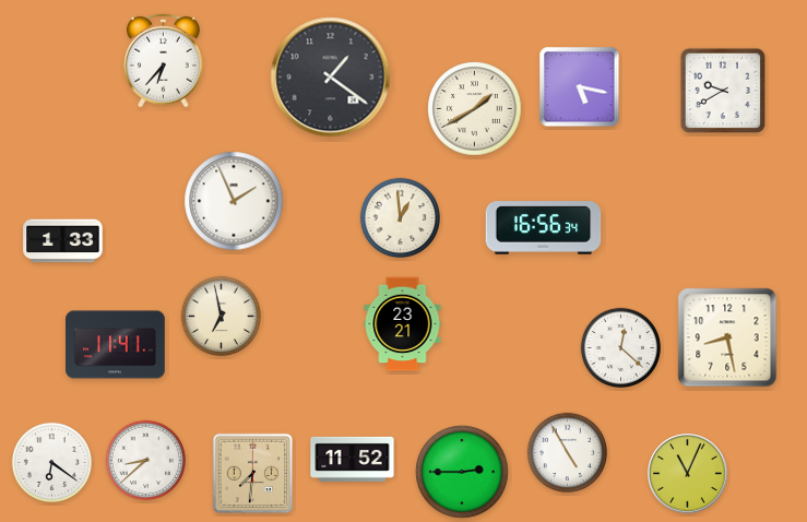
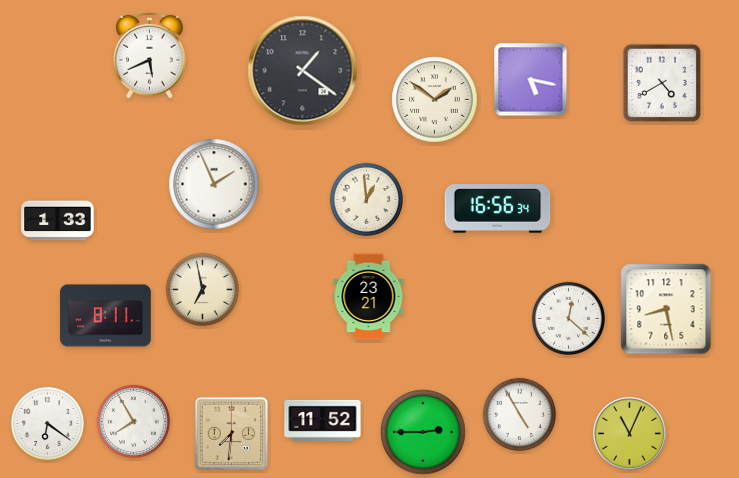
clock at (164, 60): 6:37 -> 5:41
clock at (723, 91): 9:40 -> 4:40
clock at (475, 109): 1:40 -> 1:51
clock at (116, 345): 11:41 -> 8:11
clock at (145, 460): 8:38 -> 7:55
